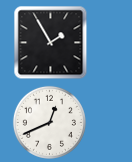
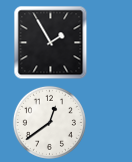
clock at (49, 122): 12:41 -> 12:39
